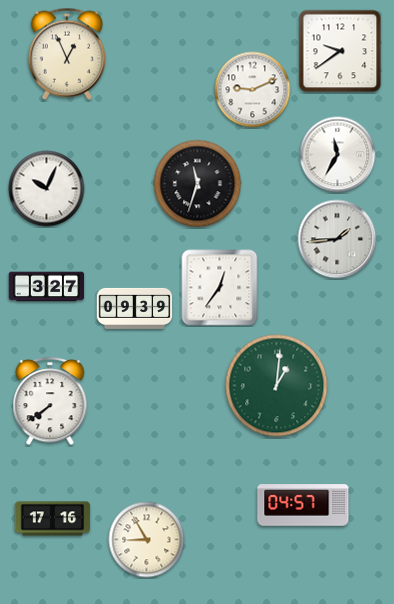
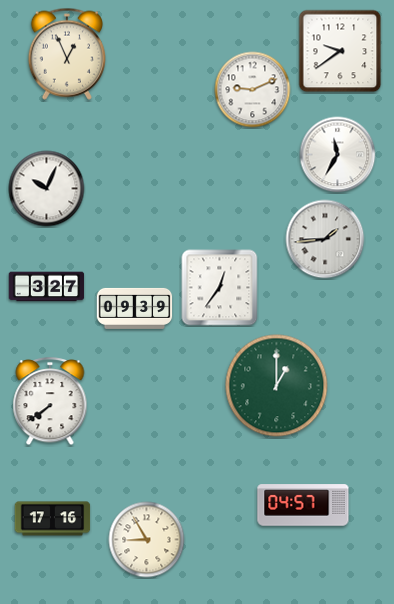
clock at (198, 184): 11:33 -> none
clock at (337, 239) position: (337, 239) -> (325, 239)
clock at (277, 386): 1:01 -> 1:00
